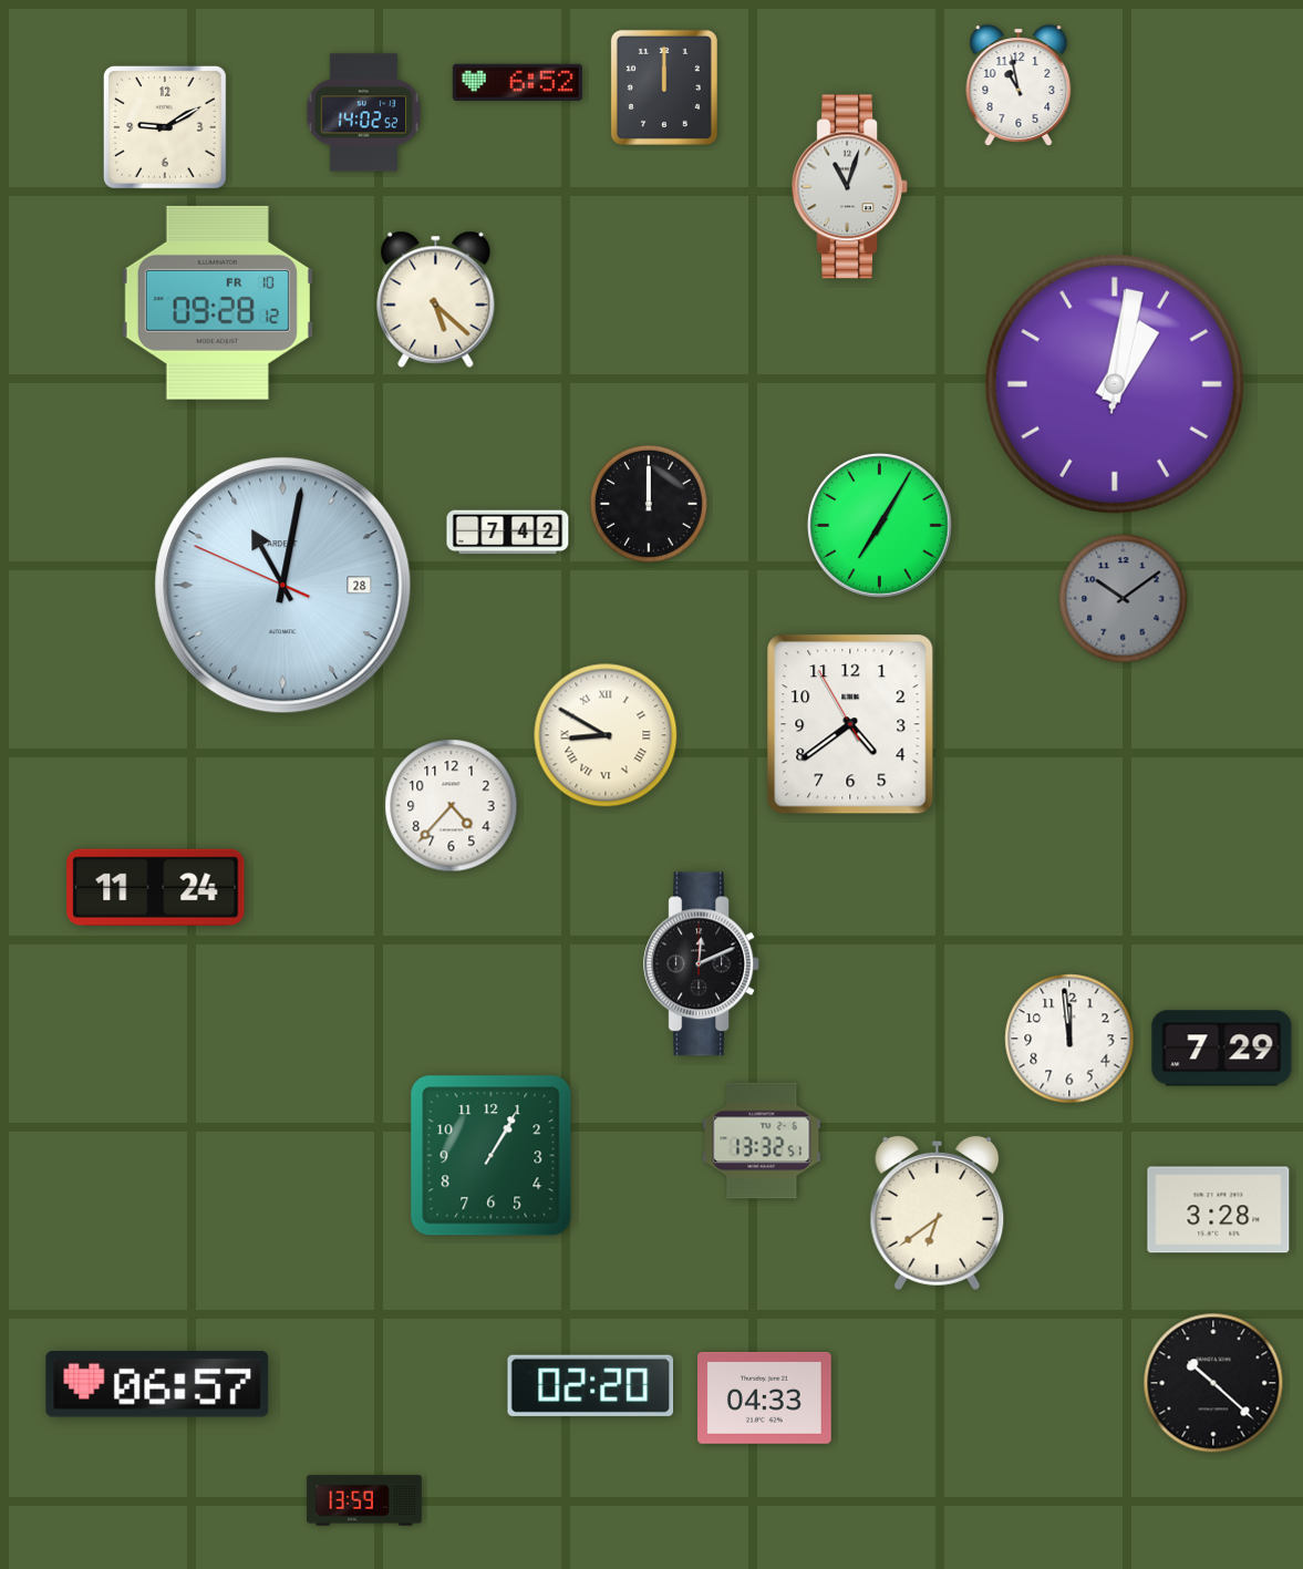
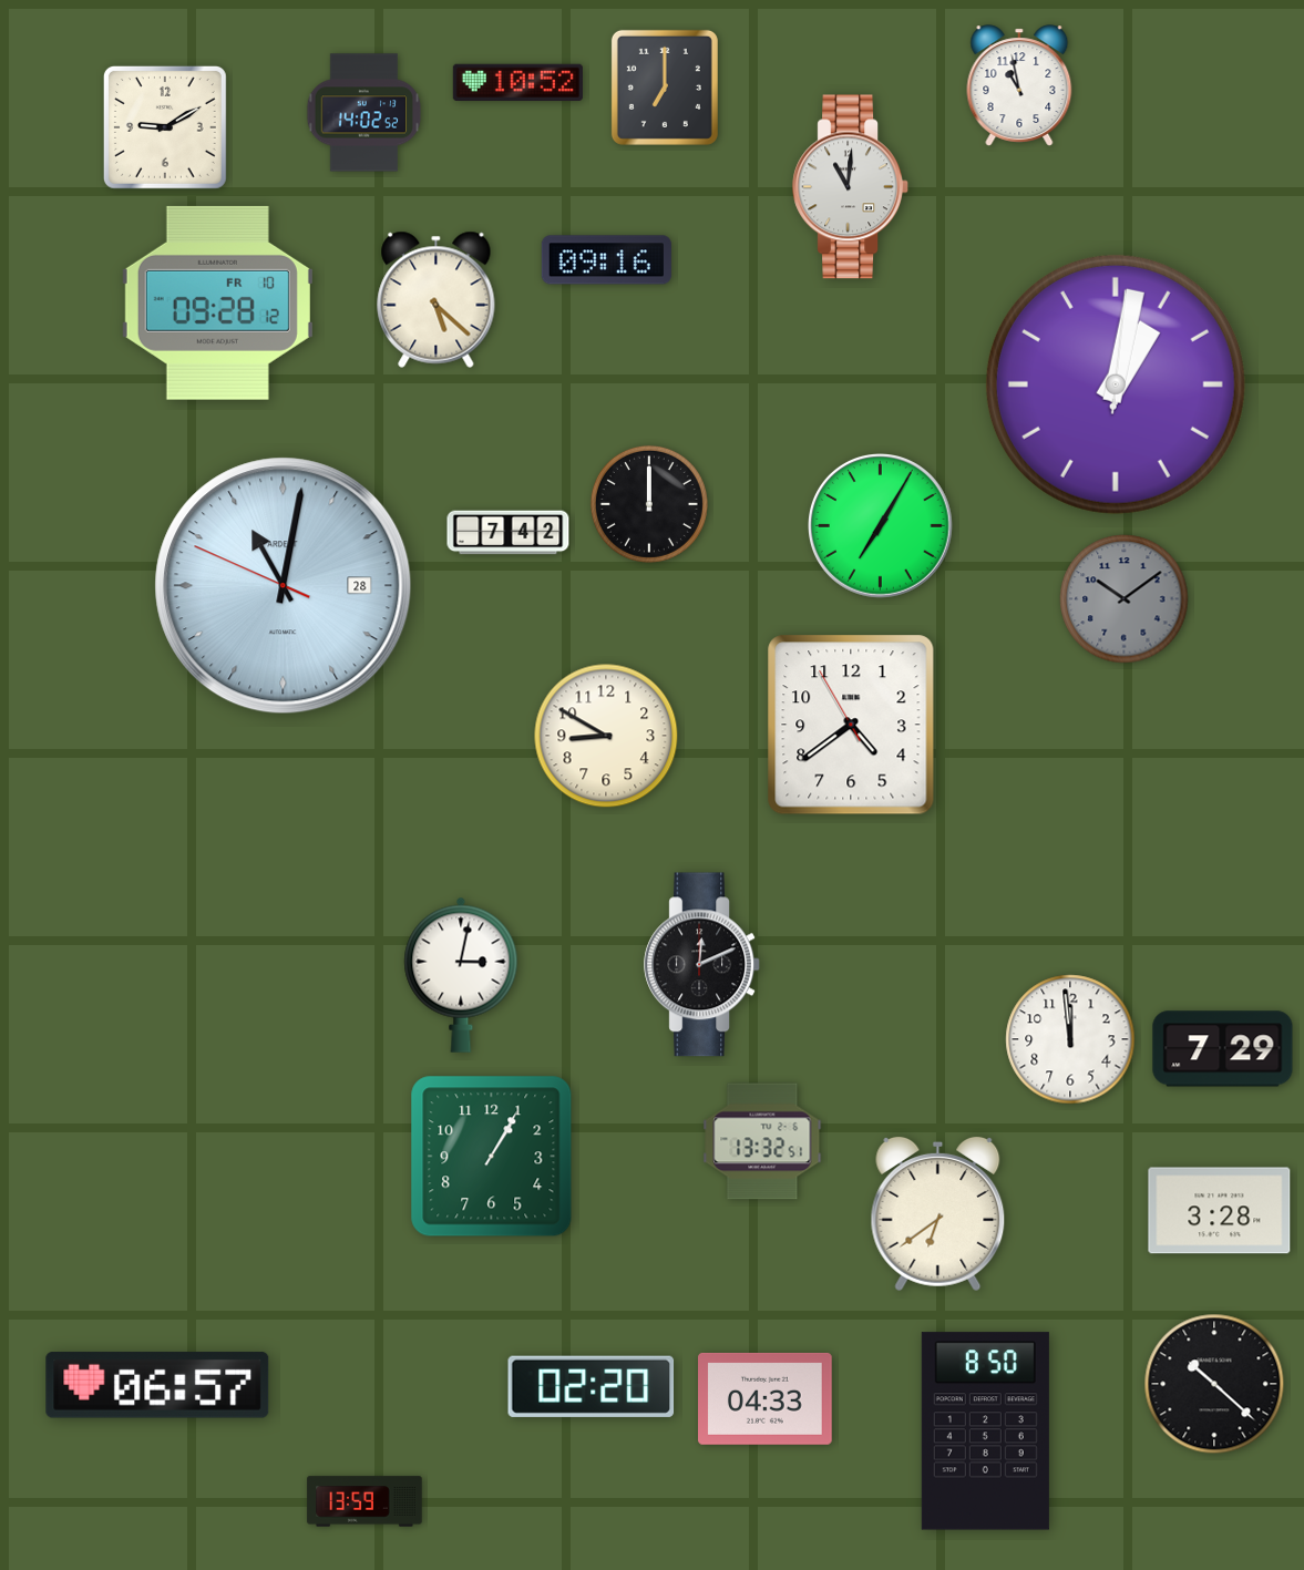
clock at (517, 82): 6:52 -> 10:52
clock at (664, 87): 12:00 -> 7:00
clock at (849, 187): 11:03 -> 11:01
clock at (606, 260): none -> 09:16
clock at (606, 735) numerals: Roman -> Arabic
clock at (452, 806): 4:37 -> none
clock at (156, 887): 11:24 -> none
clock at (461, 975): none -> 3:02
clock at (985, 1432): none -> 8:50
